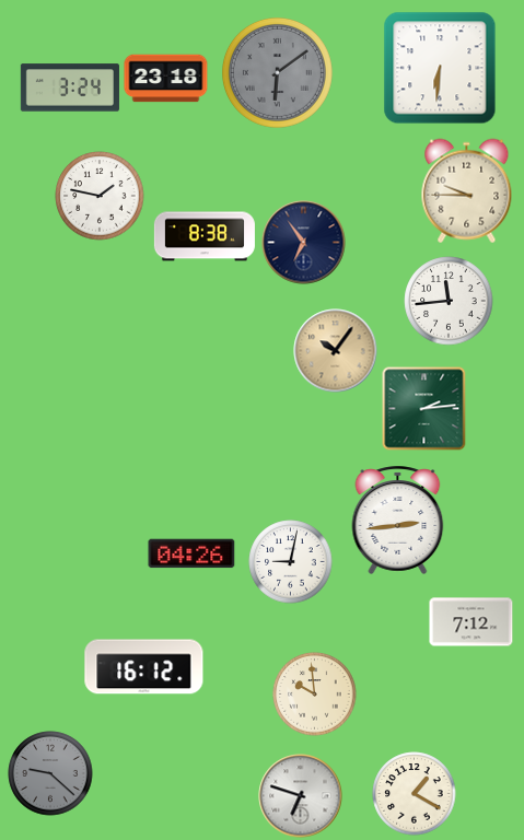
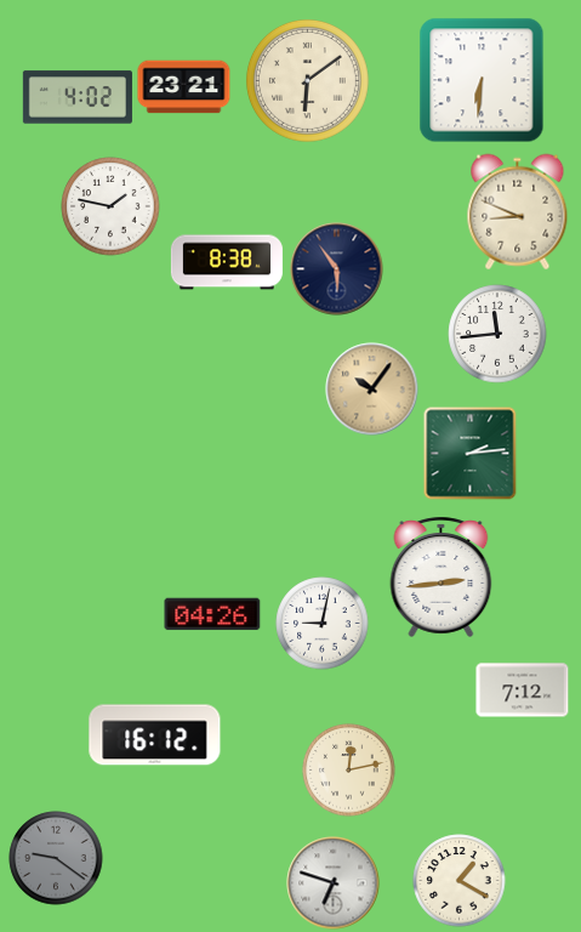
clock at (440, 68) position: (440, 68) -> (482, 80)
clock at (277, 72) dial: grey -> cream
clock at (166, 79): 23:18 -> 23:21
clock at (70, 87): 3:24 -> 4:02
clock at (467, 191): 9:45 -> 8:49
clock at (100, 196) position: (100, 196) -> (110, 206)
clock at (304, 243): 6:54 -> 5:54
clock at (144, 667) position: (144, 667) -> (155, 735)
clock at (315, 695): 9:59 -> 12:13
clock at (50, 773): 9:22 -> 9:21
